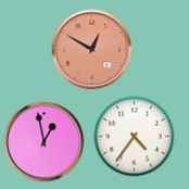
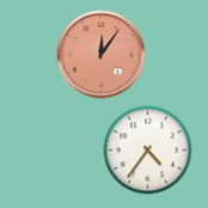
clock at (92, 50): 12:50 -> 12:06
clock at (45, 142): 12:58 -> none
